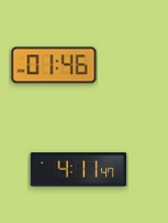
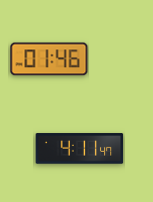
clock at (79, 170) position: (79, 170) -> (80, 149)
